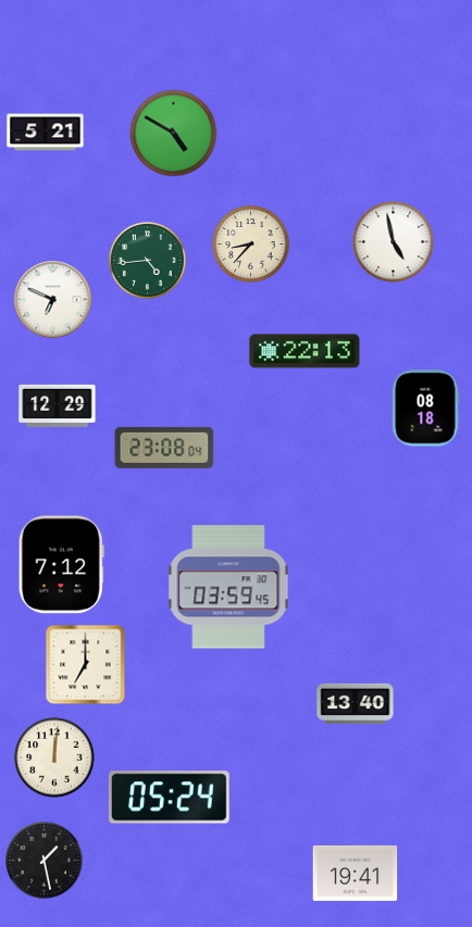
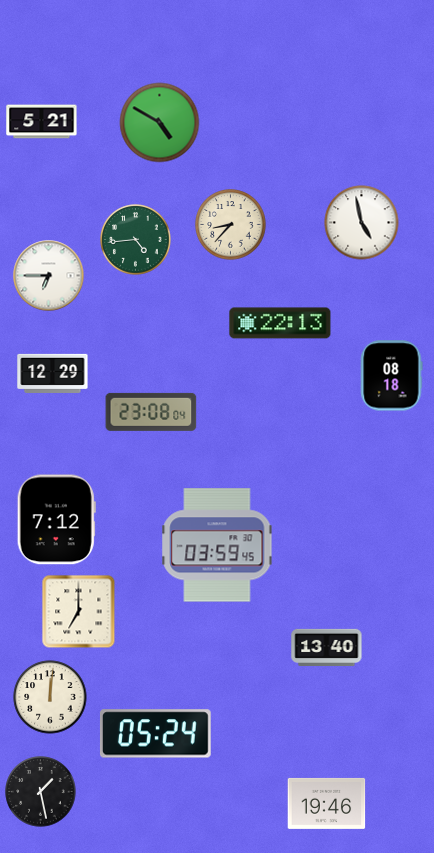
clock at (53, 300): 6:49 -> 6:45
clock at (228, 587) position: (228, 587) -> (217, 545)
clock at (356, 873): 19:41 -> 19:46
